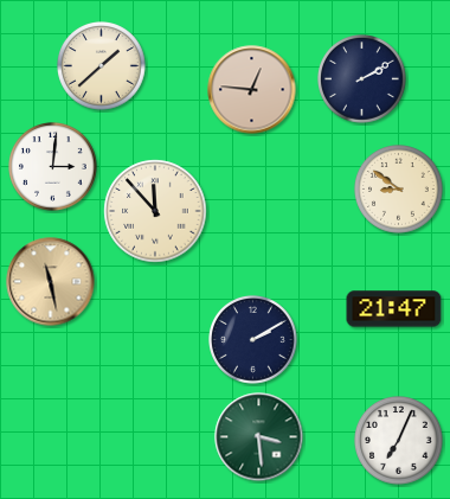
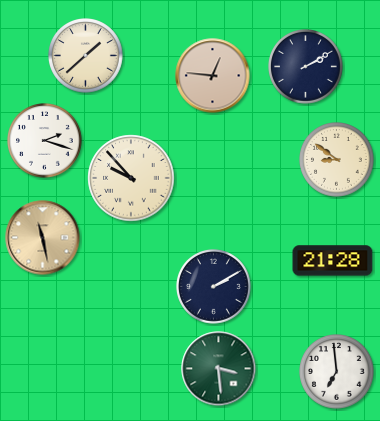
clock at (53, 167): 3:01 -> 2:18
clock at (155, 211): 11:53 -> 9:53
clock at (394, 309): 21:47 -> 21:28
clock at (399, 441): 7:04 -> 6:59
